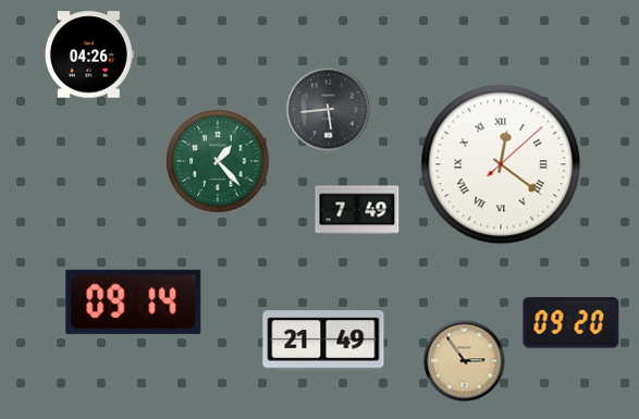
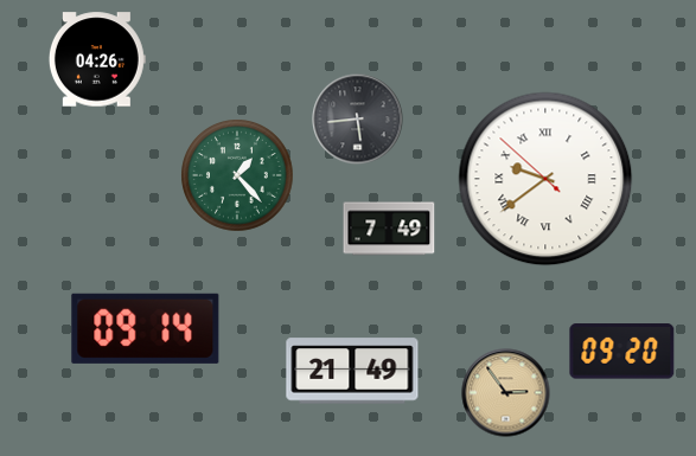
clock at (501, 164): 12:21 -> 9:38
